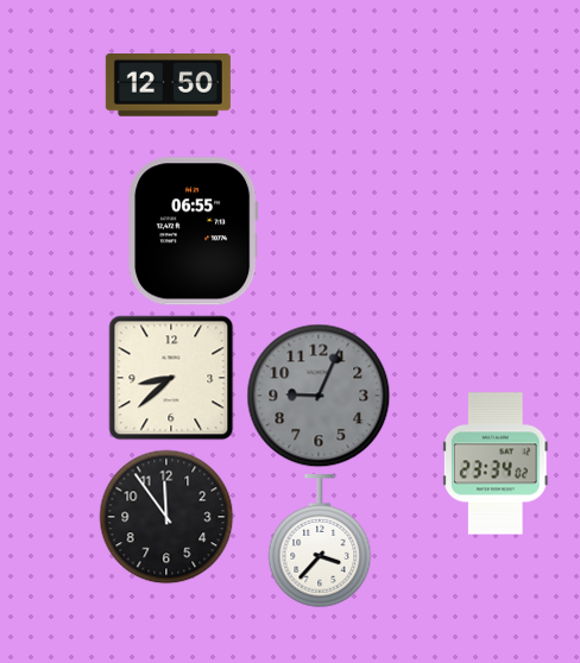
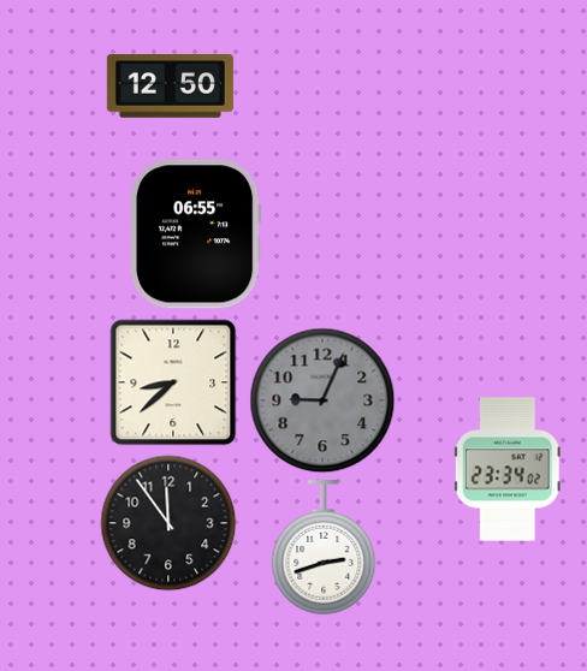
clock at (496, 463) position: (496, 463) -> (508, 469)
clock at (320, 542): 3:37 -> 2:42
